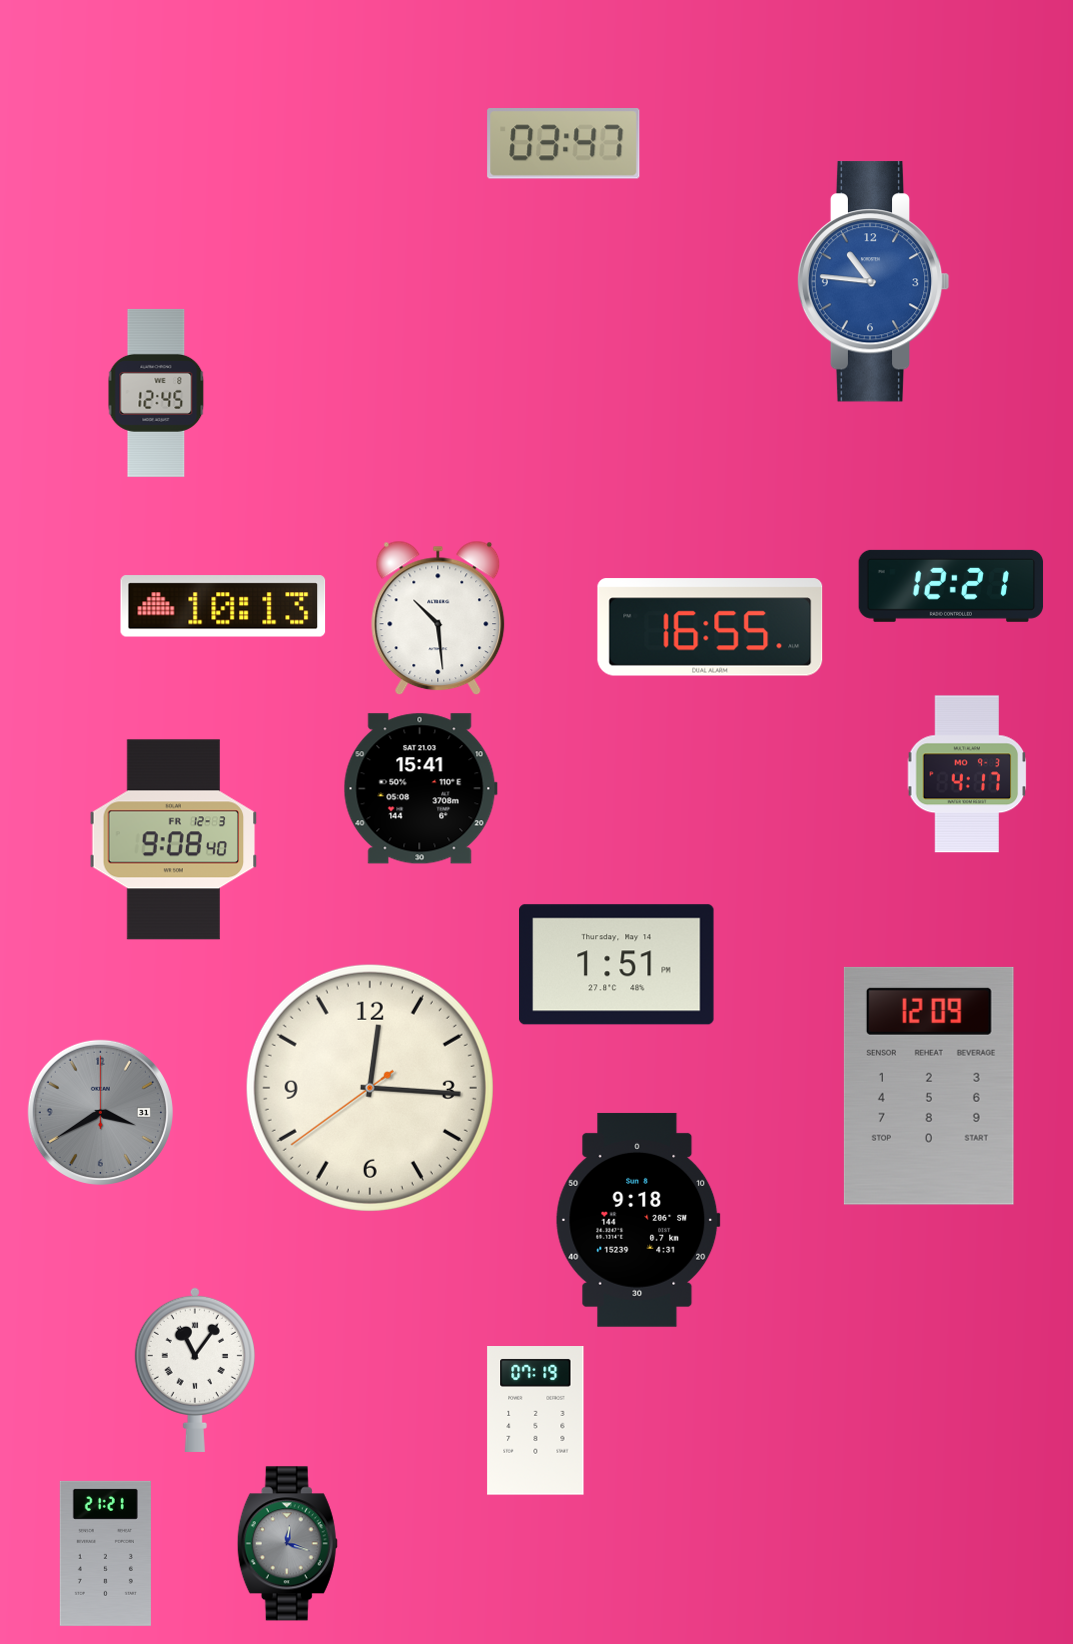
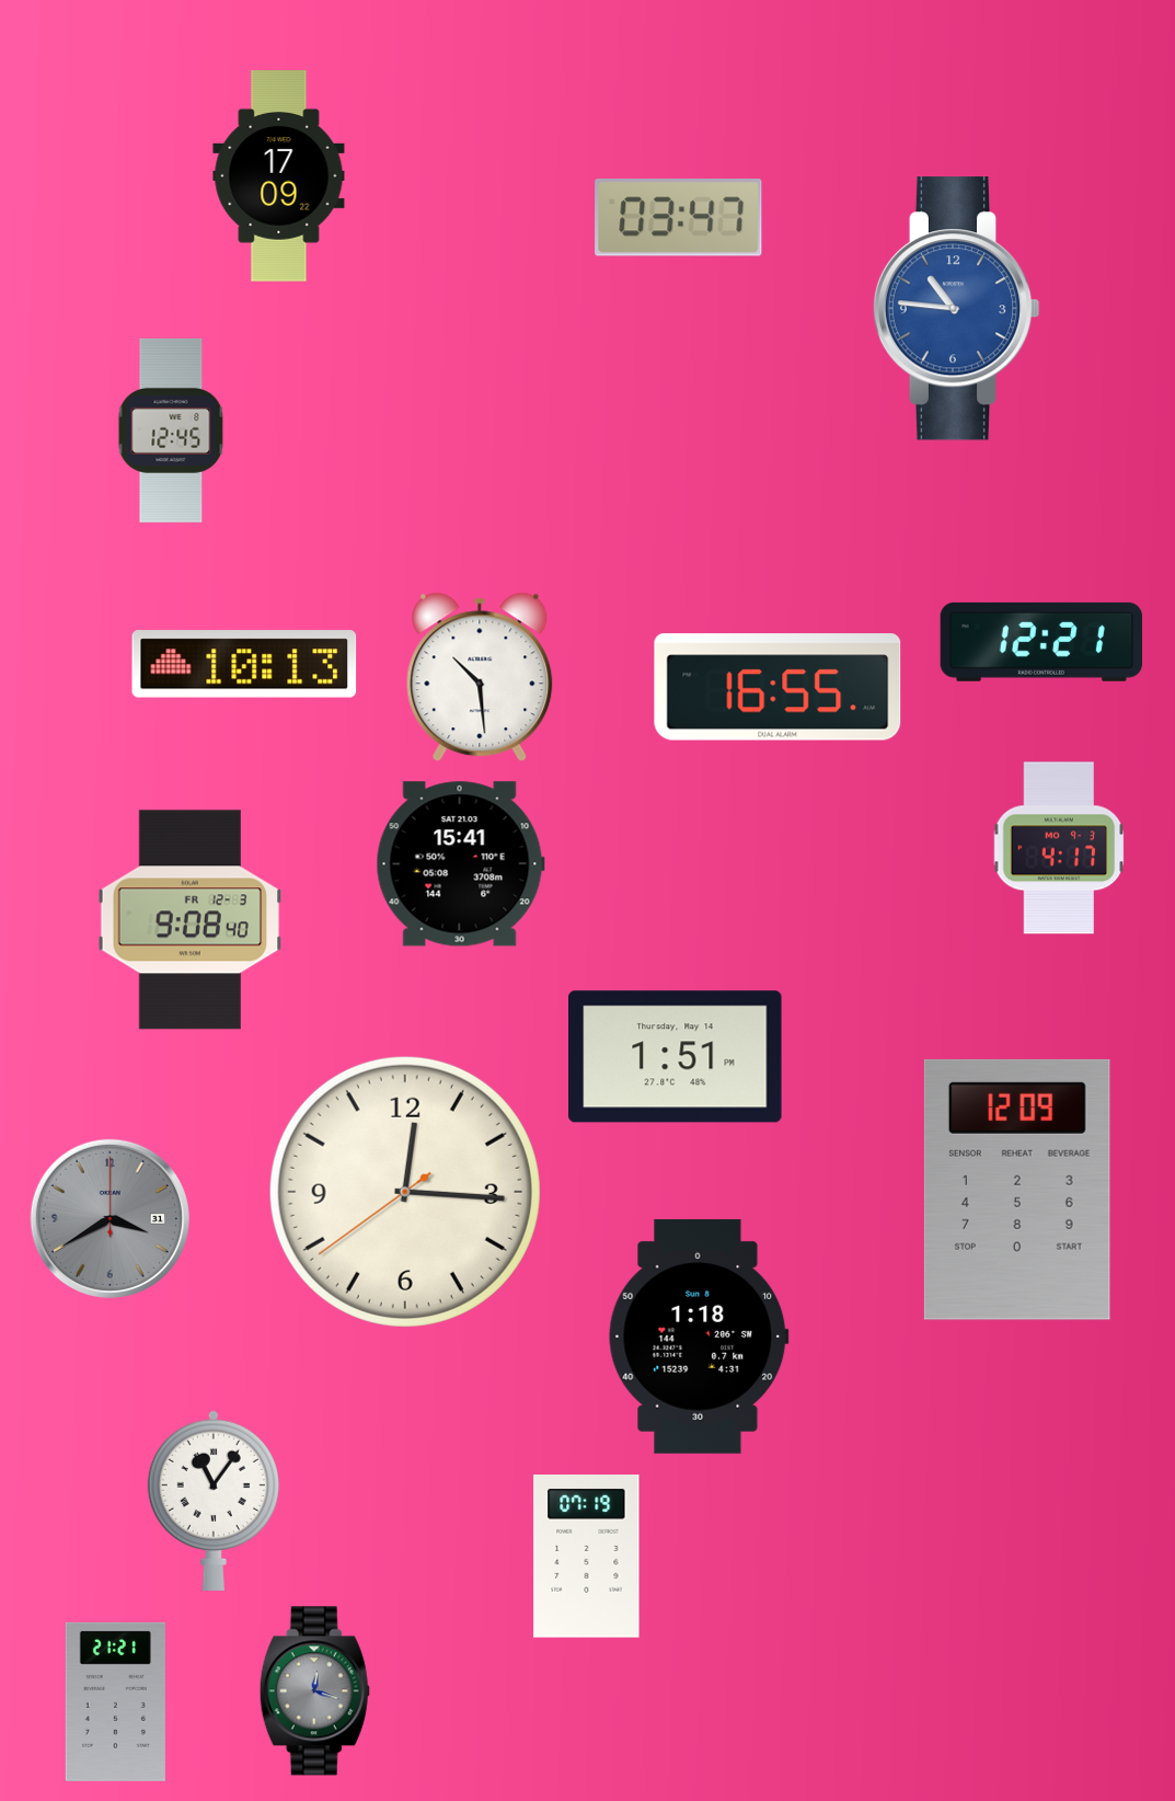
clock at (564, 144) position: (564, 144) -> (679, 218)
clock at (279, 176): none -> 17:09
clock at (638, 1220): 9:18 -> 1:18
